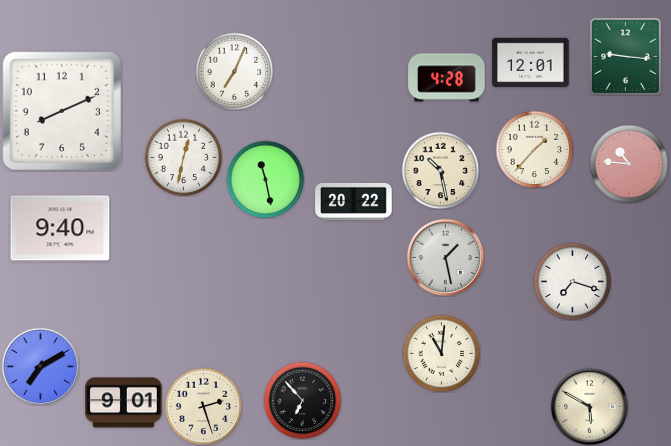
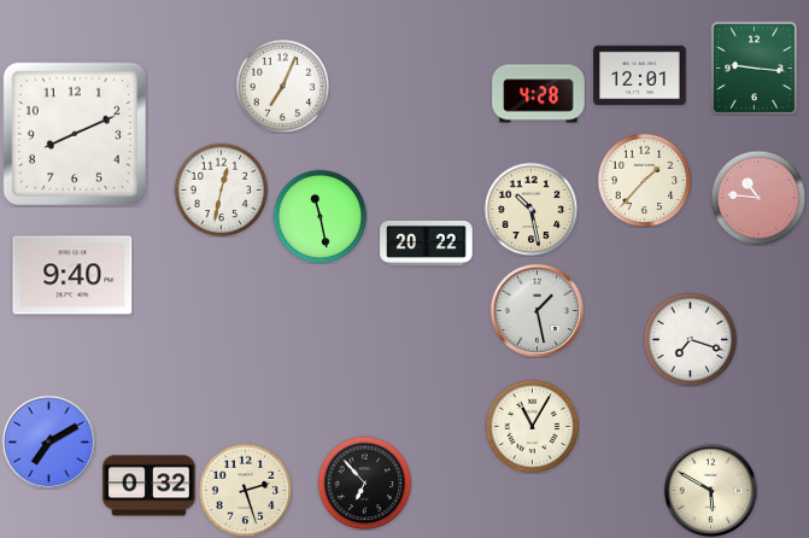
clock at (440, 170) position: (440, 170) -> (530, 209)
clock at (441, 353): 11:01 -> 11:05
clock at (124, 403): 9:01 -> 0:32
